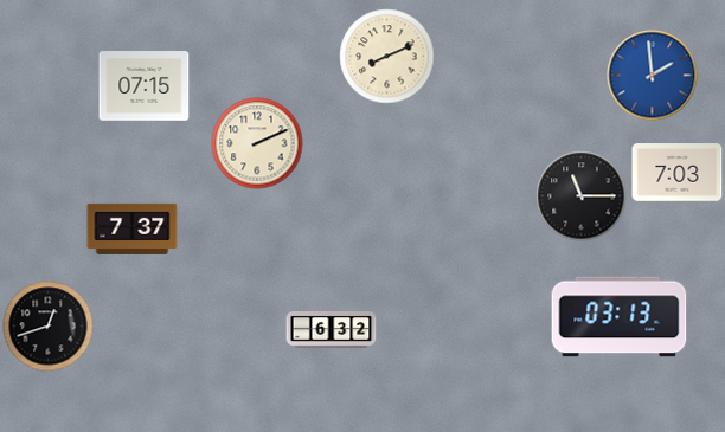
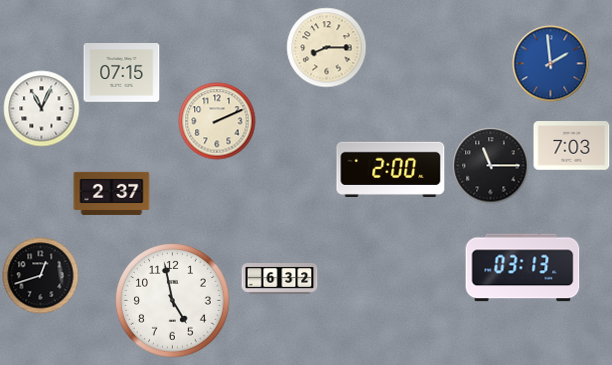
clock at (387, 57): 8:11 -> 8:15
clock at (42, 109): none -> 11:04
clock at (391, 169): none -> 2:00
clock at (133, 228): 7:37 -> 2:37
clock at (173, 301): none -> 4:58
